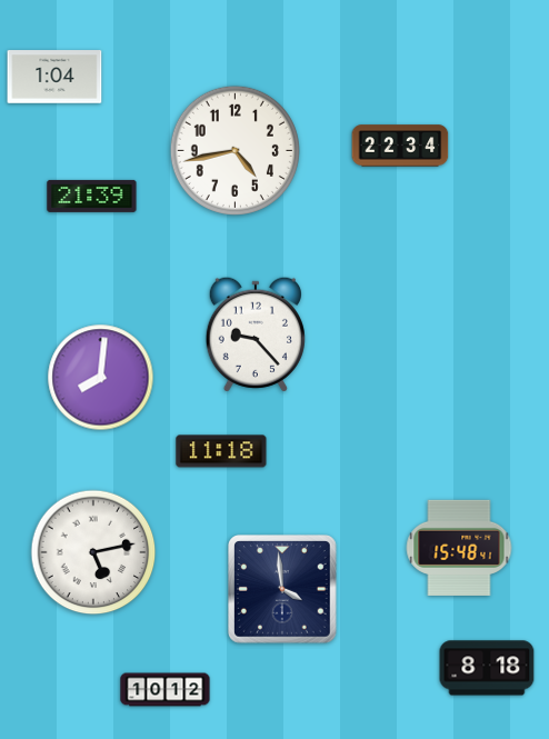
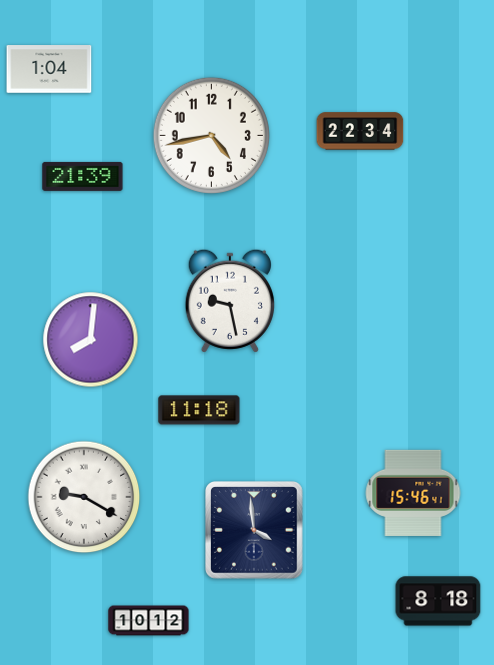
clock at (256, 334): 9:23 -> 9:28
clock at (221, 451) position: (221, 451) -> (199, 410)
clock at (459, 548): 15:48 -> 15:46
clock at (93, 552): 5:13 -> 9:20
